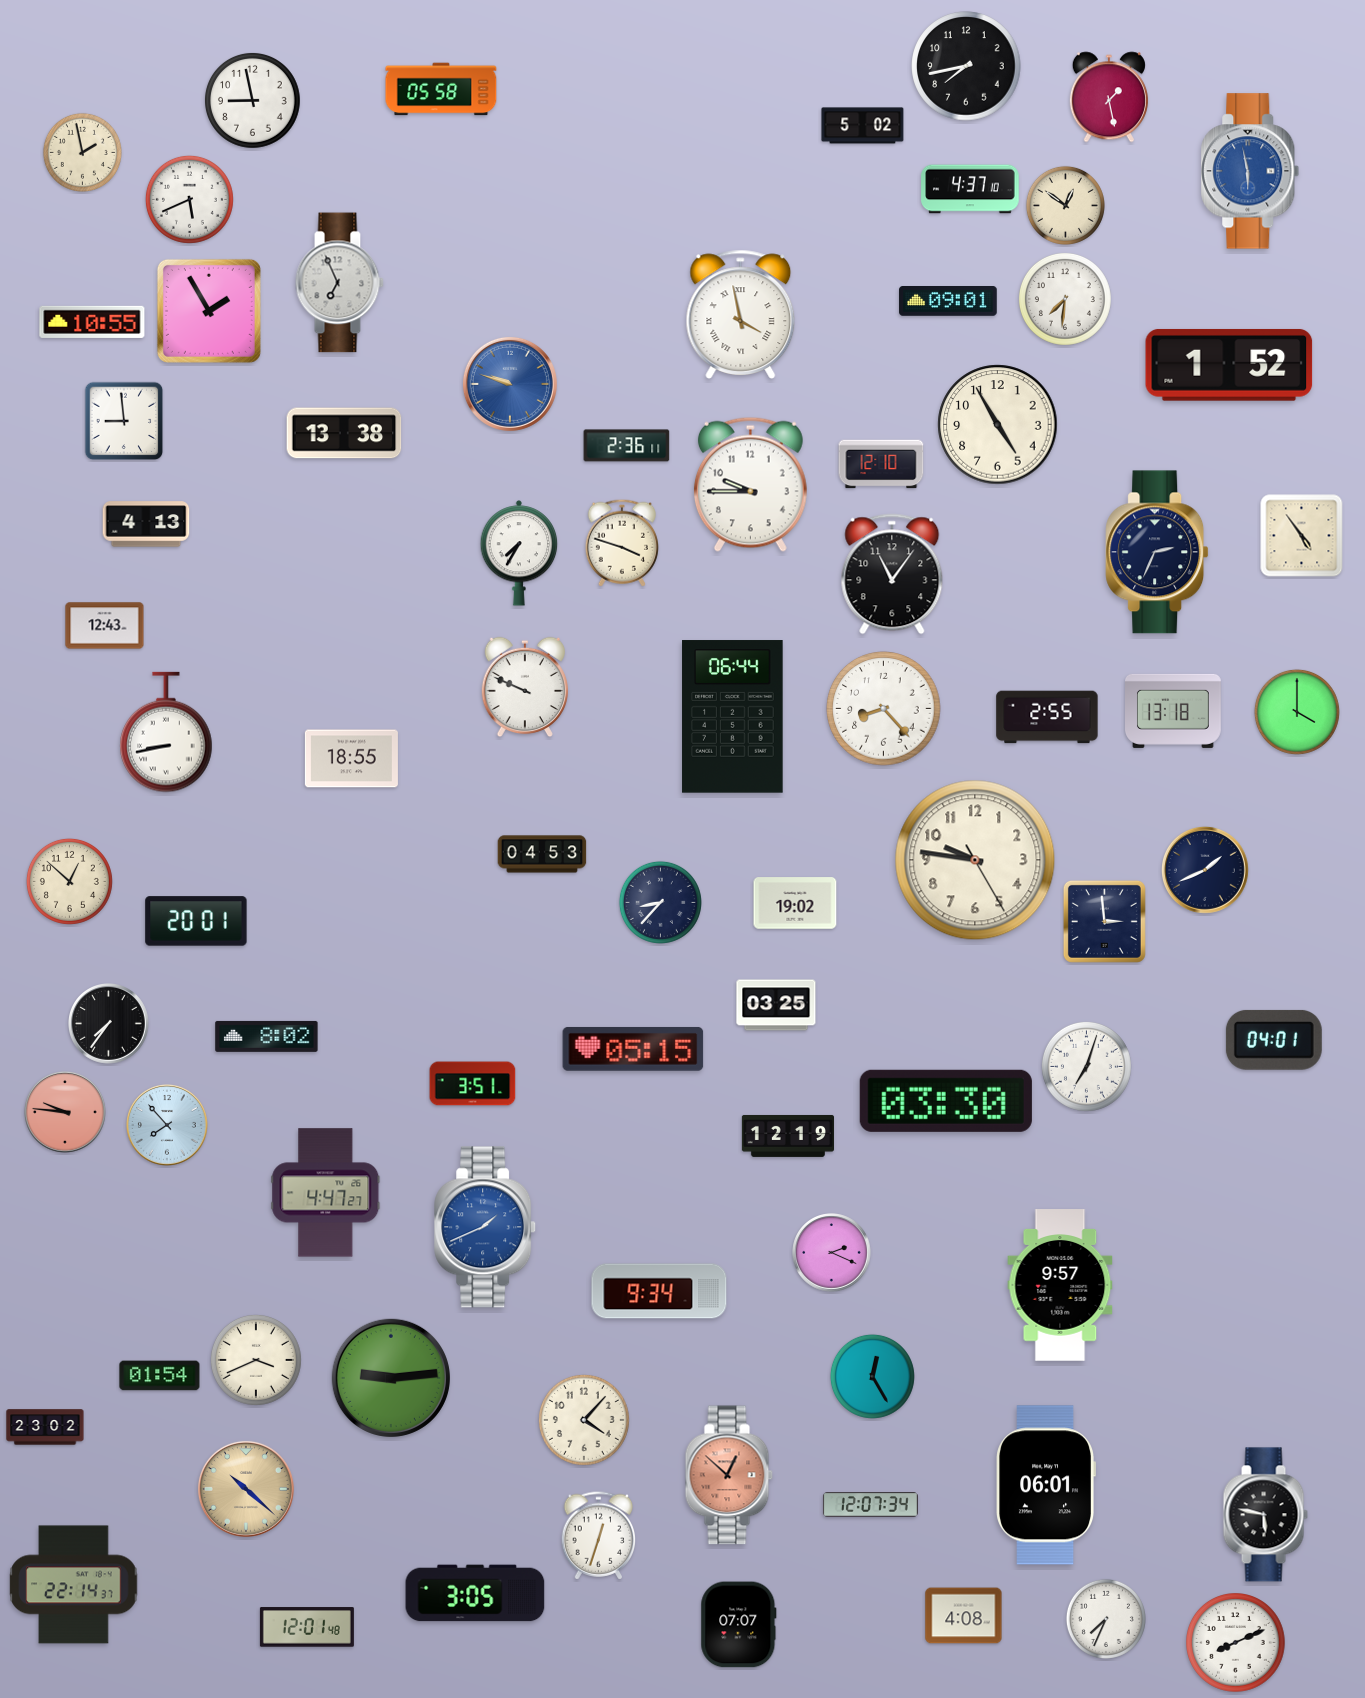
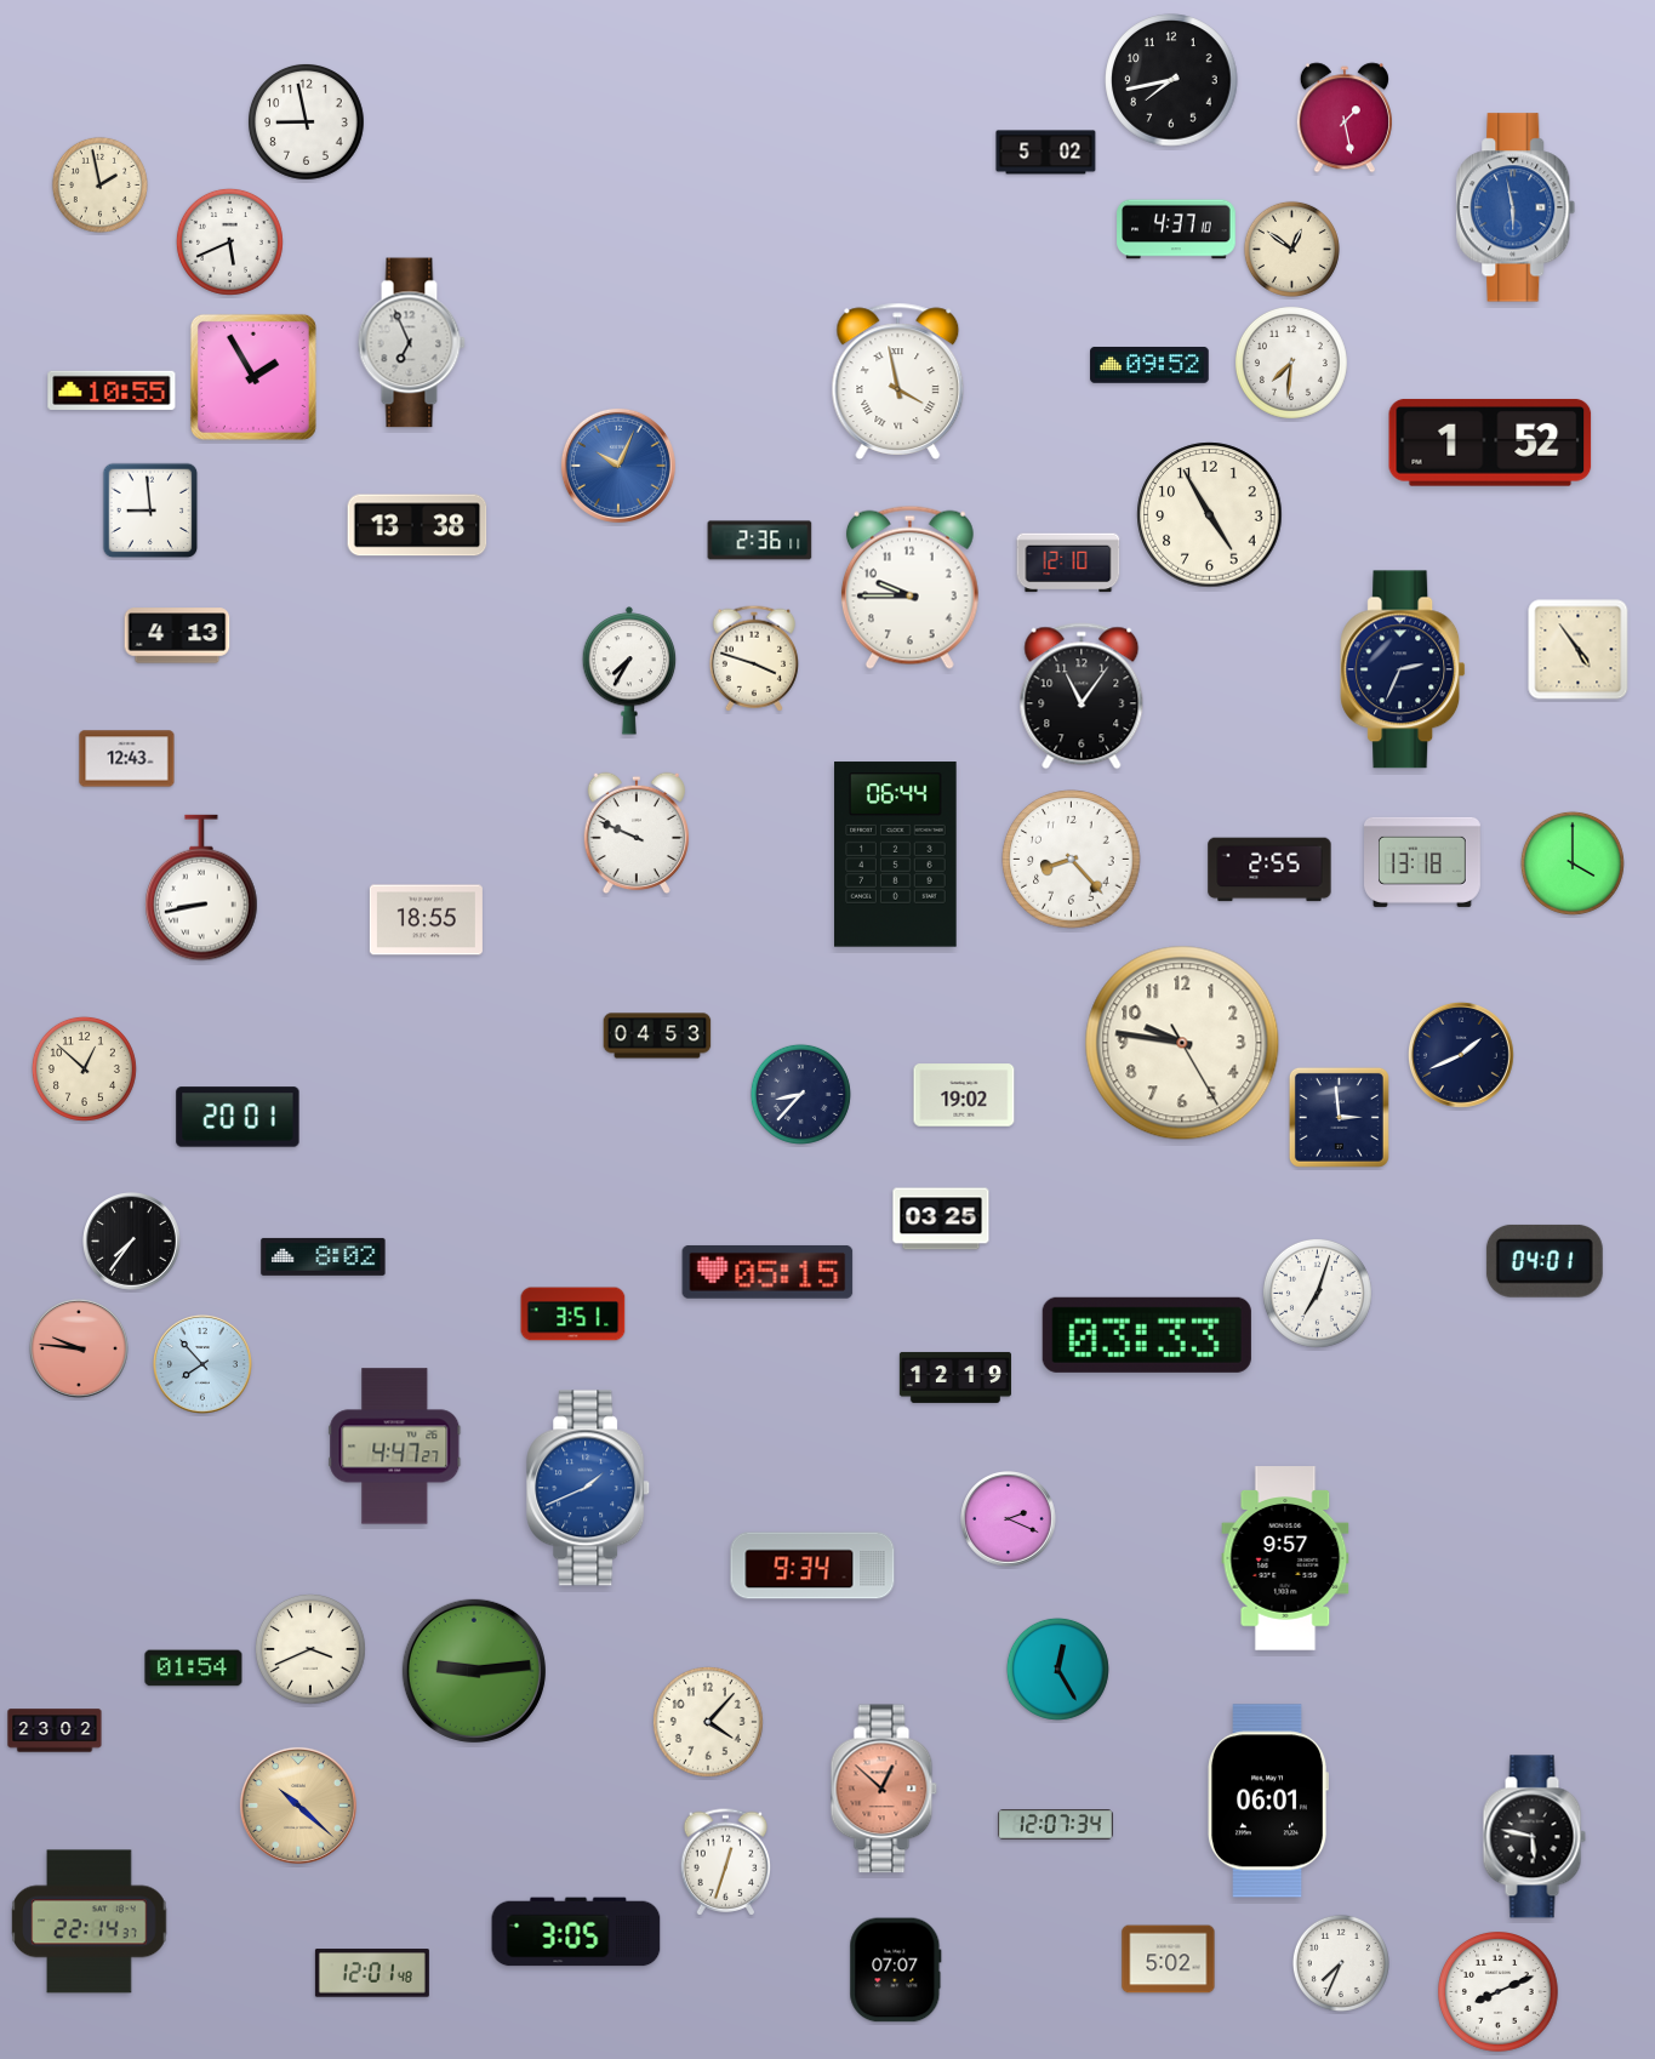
clock at (441, 89): 05:58 -> none
clock at (948, 302): 09:01 -> 09:52
clock at (510, 384): 9:48 -> 10:04
clock at (733, 717) position: (733, 717) -> (896, 855)
clock at (946, 1101): 03:30 -> 03:33
clock at (659, 1291) position: (659, 1291) -> (812, 1565)
clock at (964, 1616): 4:08 -> 5:02
